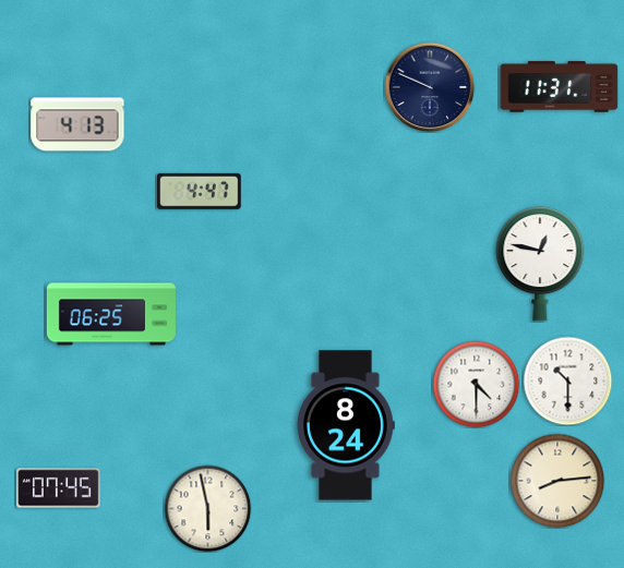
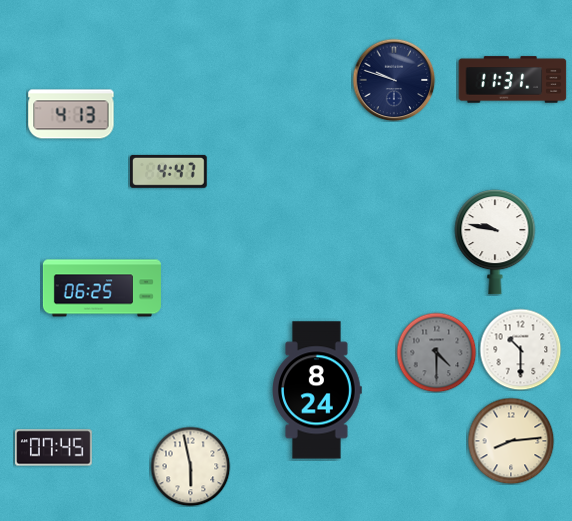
clock at (430, 87): 9:49 -> 9:48
clock at (199, 191) position: (199, 191) -> (168, 171)
clock at (540, 264): 12:47 -> 9:47
clock at (476, 384) dial: white -> grey
